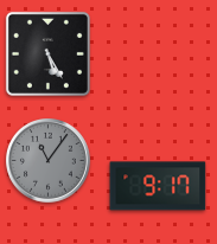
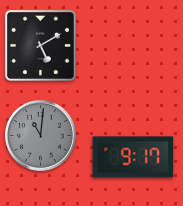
clock at (47, 53): 5:25 -> 5:10
clock at (49, 161): 11:06 -> 11:01
